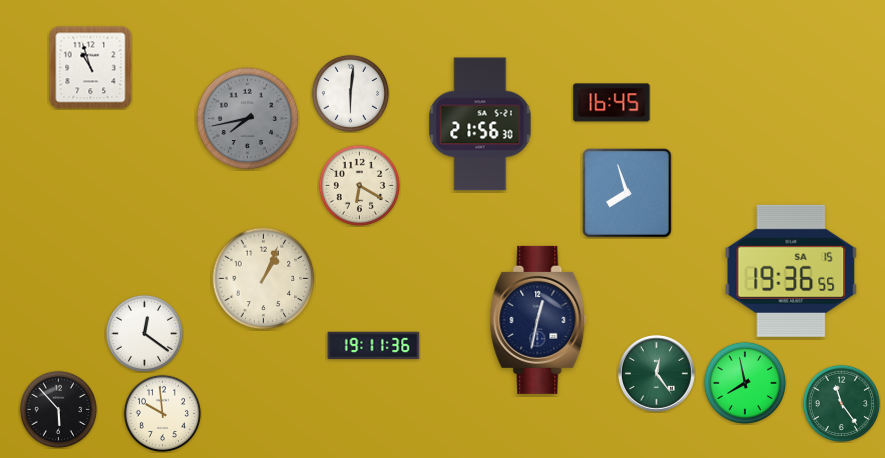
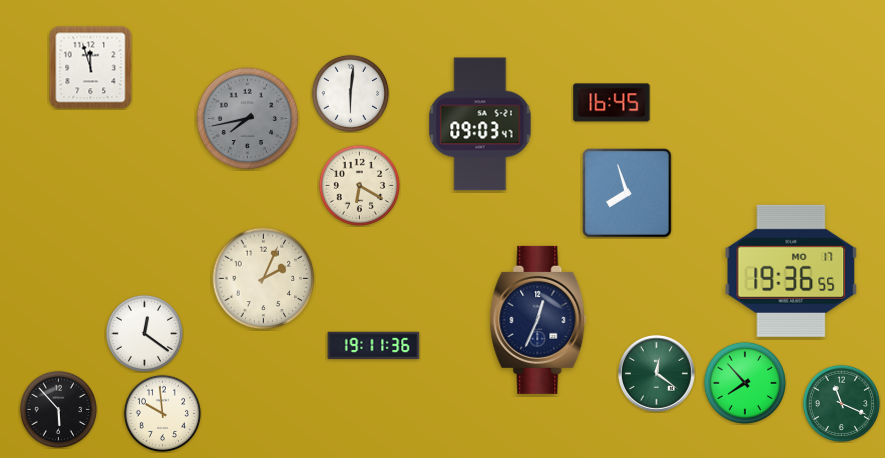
clock at (90, 67): 10:57 -> 11:57
clock at (480, 124): 21:56 -> 09:03
clock at (791, 271) date: SA 15 -> MO 17
clock at (264, 279): 1:04 -> 2:04
clock at (538, 320): 12:32 -> 12:34
clock at (657, 374): 12:24 -> 12:21
clock at (744, 382): 7:58 -> 7:53
clock at (841, 403): 11:24 -> 11:19
